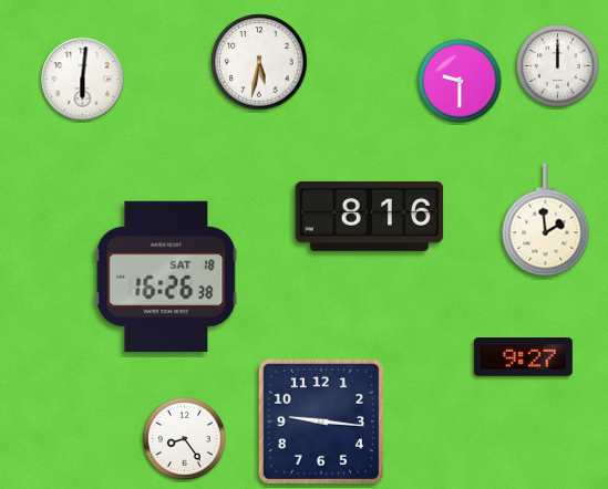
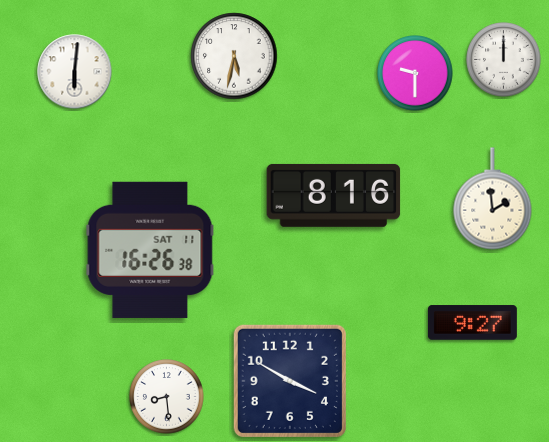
clock at (166, 277) date: SAT 18 -> SAT 11
clock at (321, 422): 9:16 -> 3:50
clock at (185, 439): 8:24 -> 8:29
